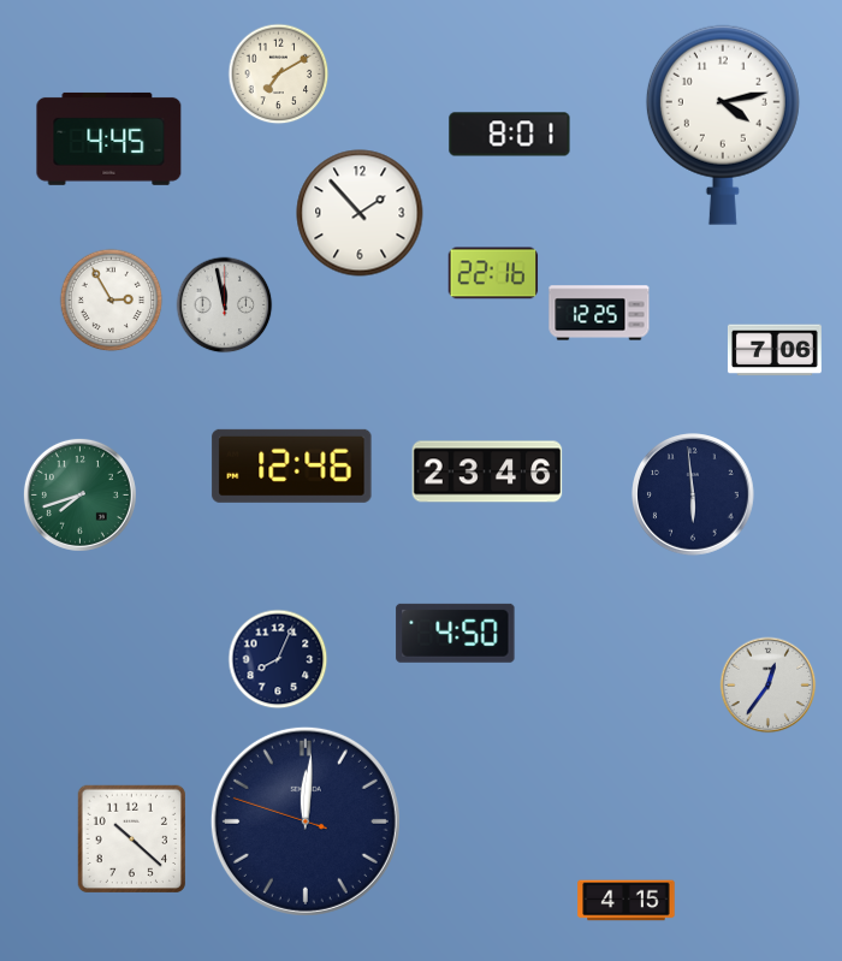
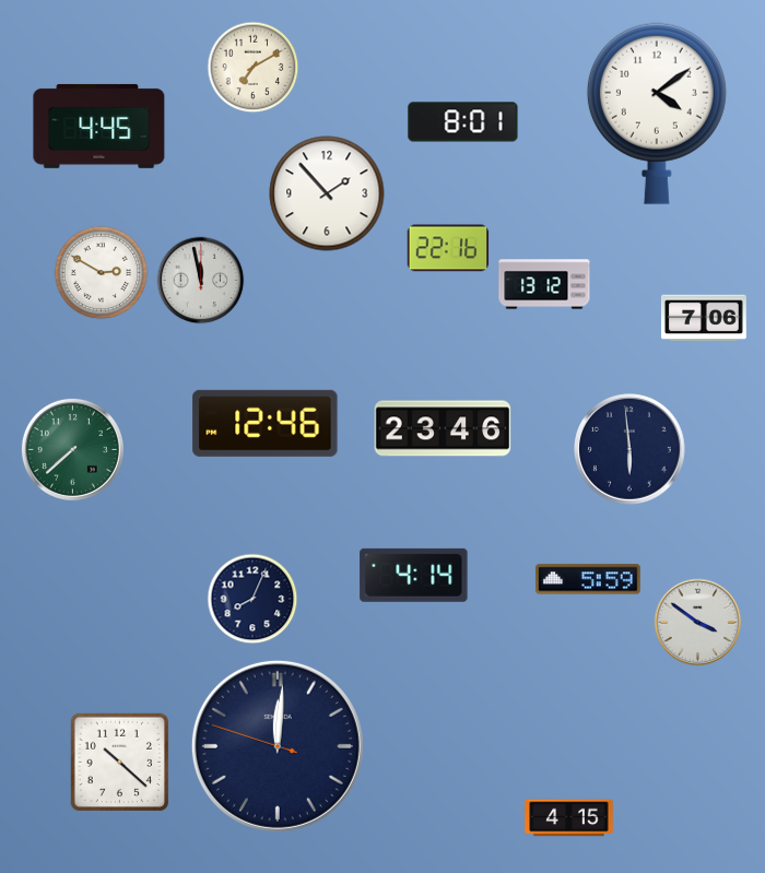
clock at (723, 125): 4:13 -> 4:09
clock at (112, 301): 2:55 -> 2:50
clock at (225, 305) position: (225, 305) -> (201, 281)
clock at (599, 313): 12:25 -> 13:12
clock at (79, 494): 7:42 -> 7:38
clock at (456, 633): 4:50 -> 4:14
clock at (589, 579): none -> 5:59
clock at (769, 686): 12:36 -> 3:51
